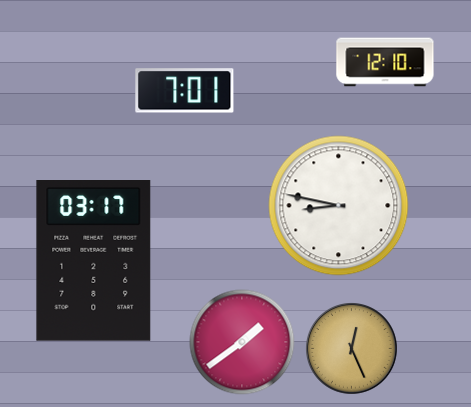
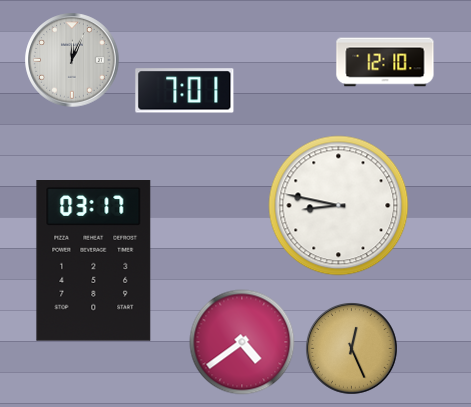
clock at (72, 60): none -> 12:04
clock at (242, 342): 1:39 -> 4:39
